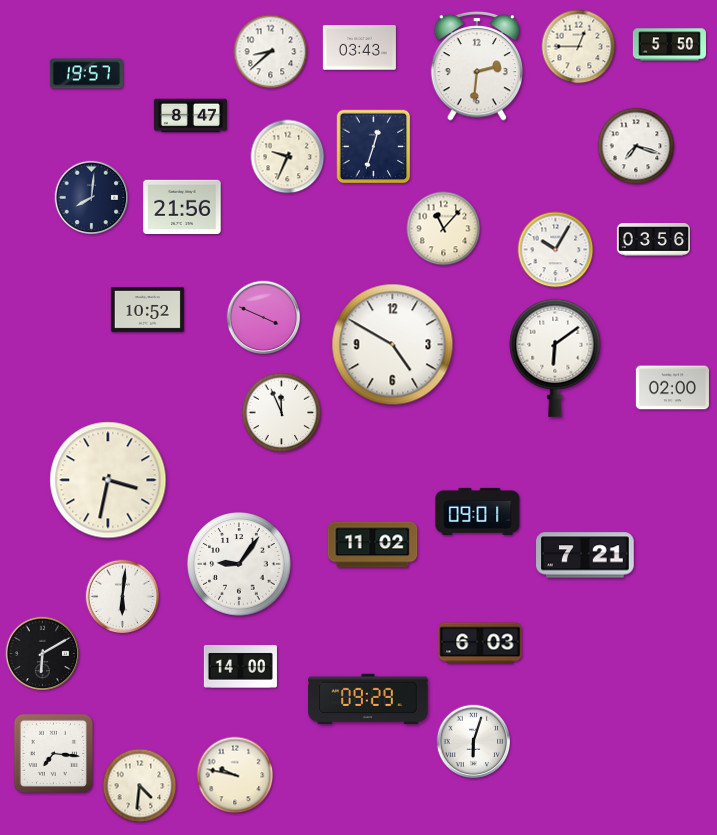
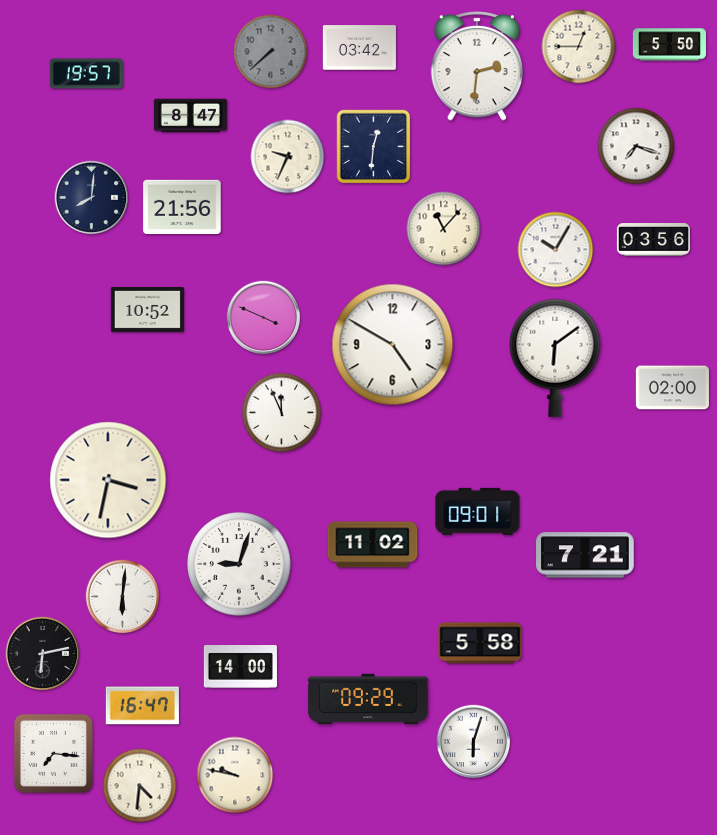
clock at (359, 48): 03:43 -> 03:42
clock at (271, 52): 8:38 -> 7:38
clock at (271, 52) dial: white -> grey
clock at (374, 147): 12:33 -> 12:31
clock at (239, 564): 9:06 -> 9:03
clock at (480, 643): 6:03 -> 5:58
clock at (43, 654): 6:10 -> 6:13
clock at (142, 706): none -> 16:47
